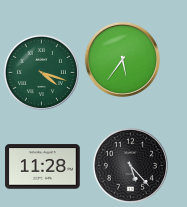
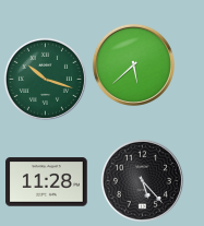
clock at (122, 59): 5:36 -> 5:38
clock at (41, 72): 4:18 -> 10:18
